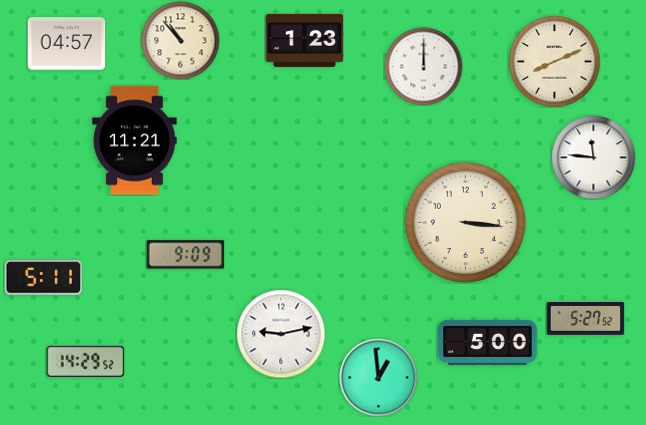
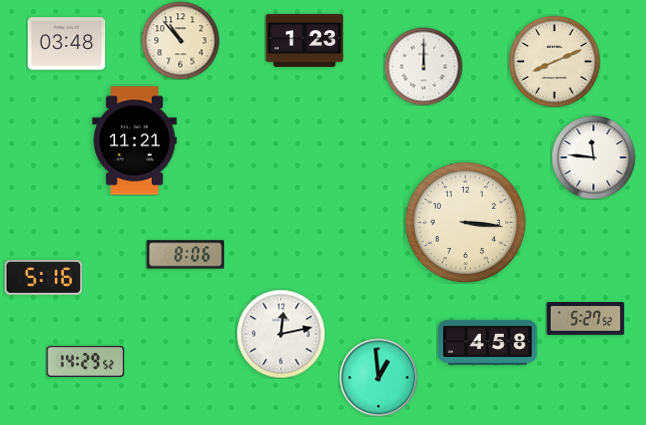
clock at (66, 44): 04:57 -> 03:48
clock at (185, 255): 9:09 -> 8:06
clock at (43, 278): 5:11 -> 5:16
clock at (281, 334): 9:13 -> 12:13
clock at (488, 342): 5:00 -> 4:58
